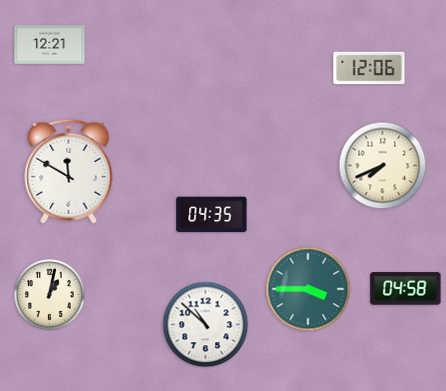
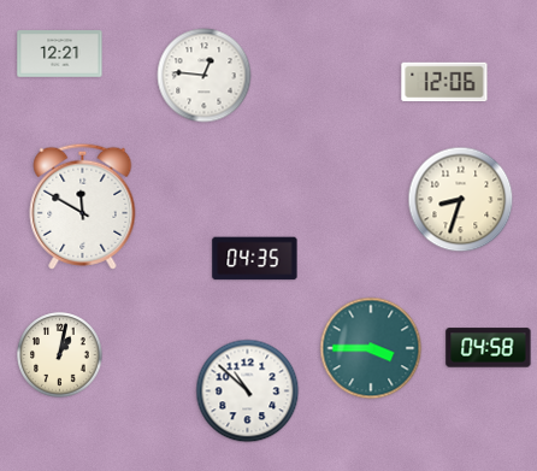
clock at (205, 76): none -> 12:46
clock at (383, 166): 7:41 -> 8:33
